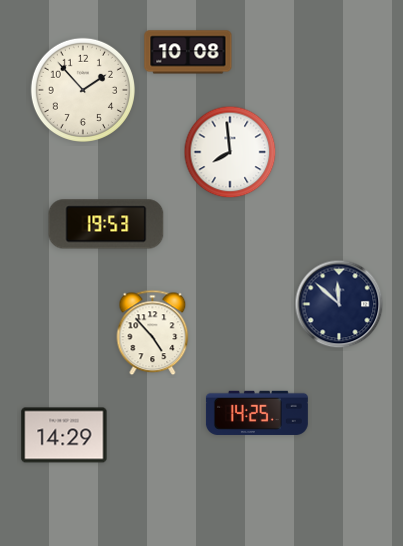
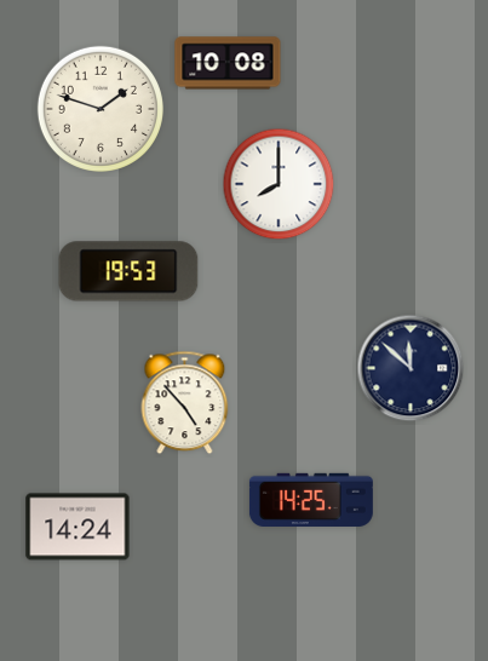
clock at (83, 90): 1:53 -> 1:48
clock at (230, 152): 7:59 -> 8:00
clock at (64, 435): 14:29 -> 14:24
